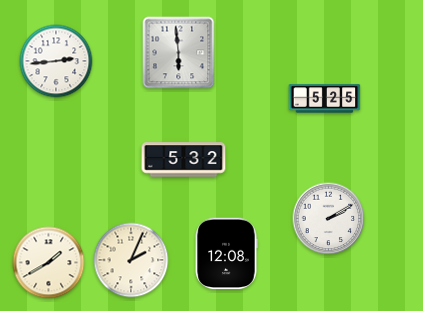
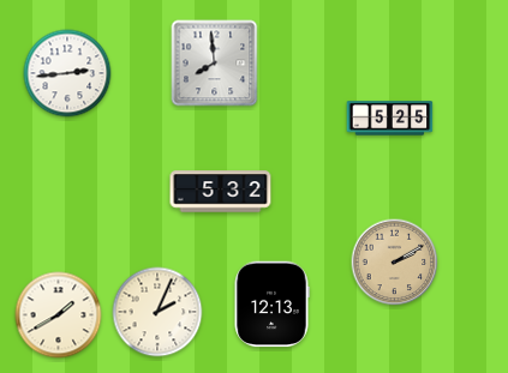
clock at (179, 53): 5:59 -> 7:59
clock at (329, 219) dial: white -> champagne
clock at (226, 254): 12:08 -> 12:13
